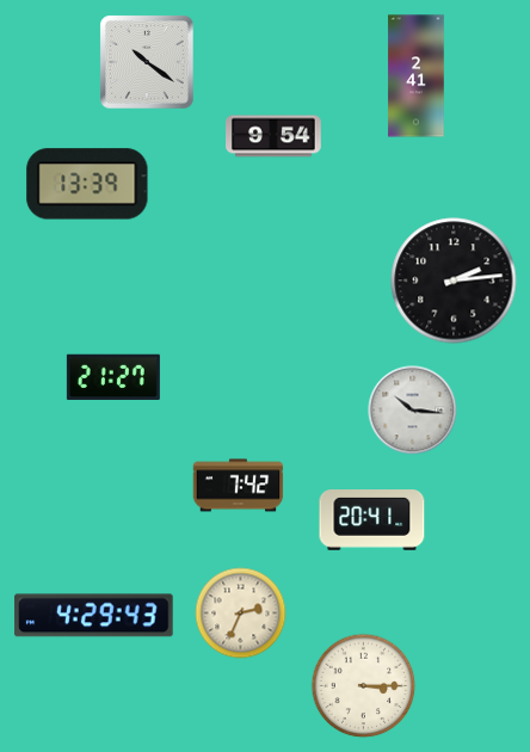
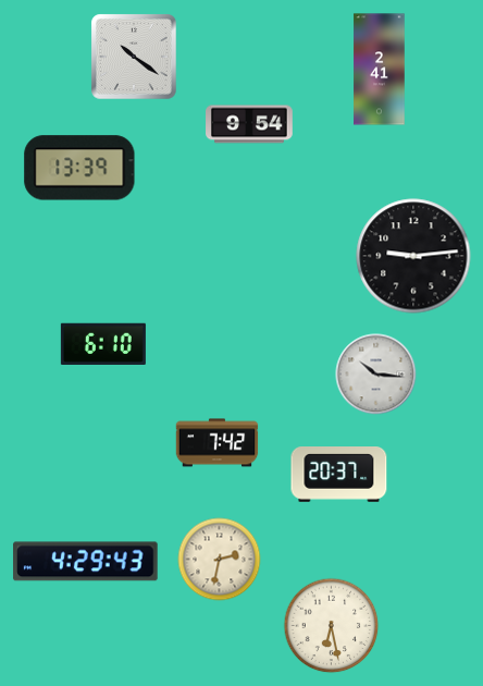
clock at (454, 281): 2:14 -> 9:14
clock at (113, 376): 21:27 -> 6:10
clock at (372, 520): 20:41 -> 20:37
clock at (241, 614): 2:34 -> 2:32
clock at (364, 686): 3:15 -> 6:28
